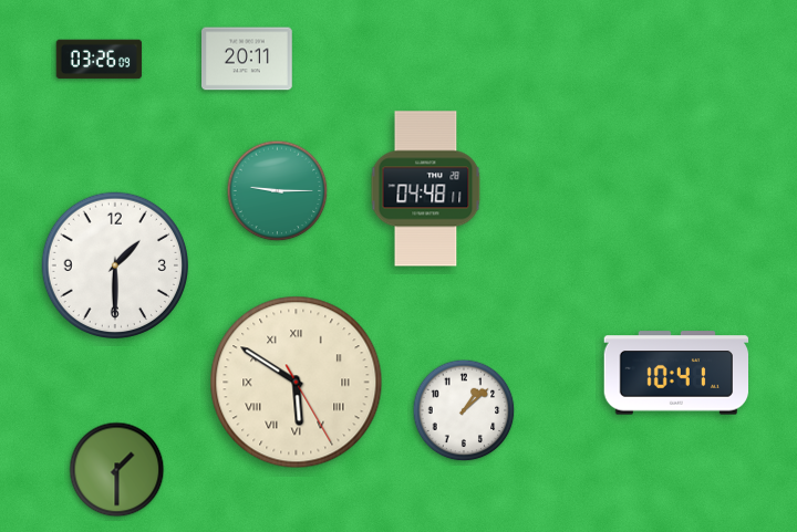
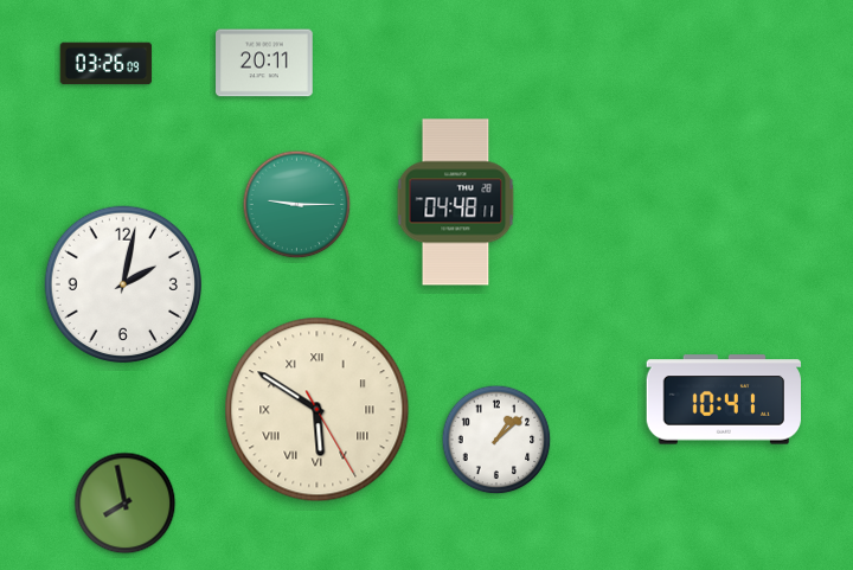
clock at (114, 264): 1:30 -> 2:02
clock at (117, 470): 1:30 -> 7:58
